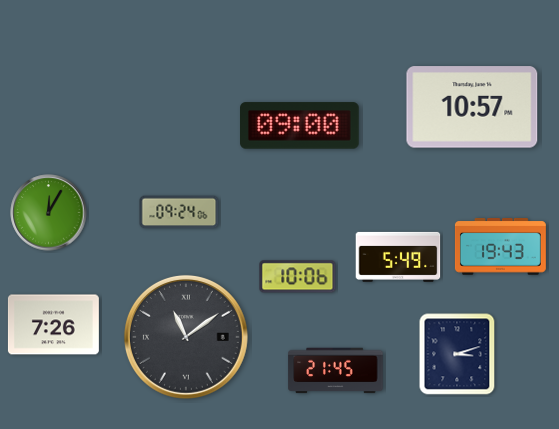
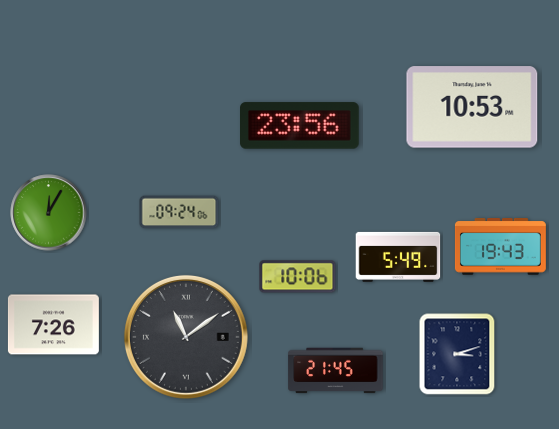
clock at (472, 107): 10:57 -> 10:53
clock at (300, 126): 09:00 -> 23:56
